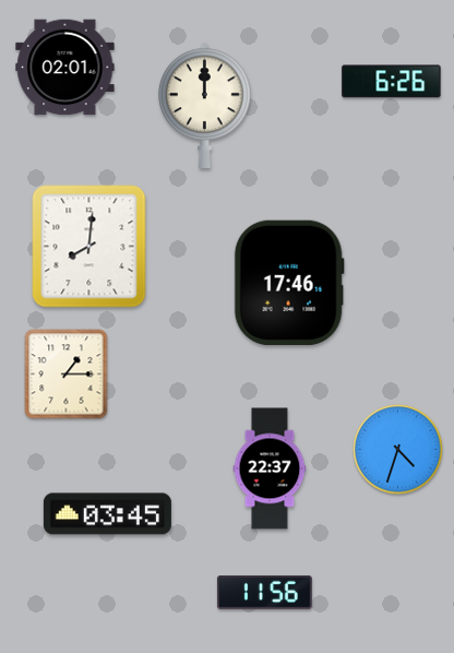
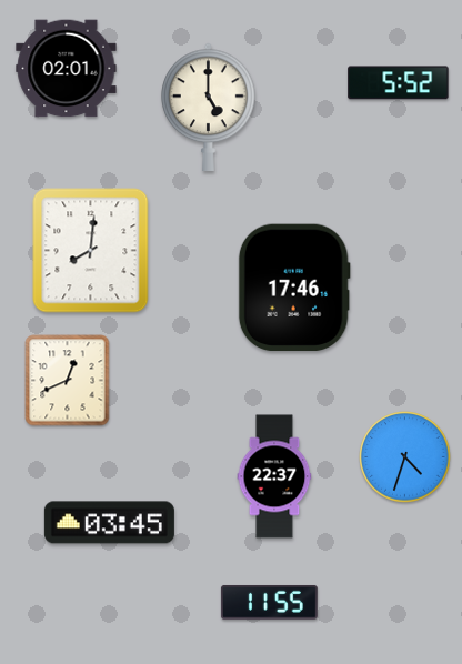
clock at (392, 82): 6:26 -> 5:52
clock at (205, 105): 12:00 -> 5:00
clock at (67, 375): 1:15 -> 12:41
clock at (264, 593): 11:56 -> 11:55
